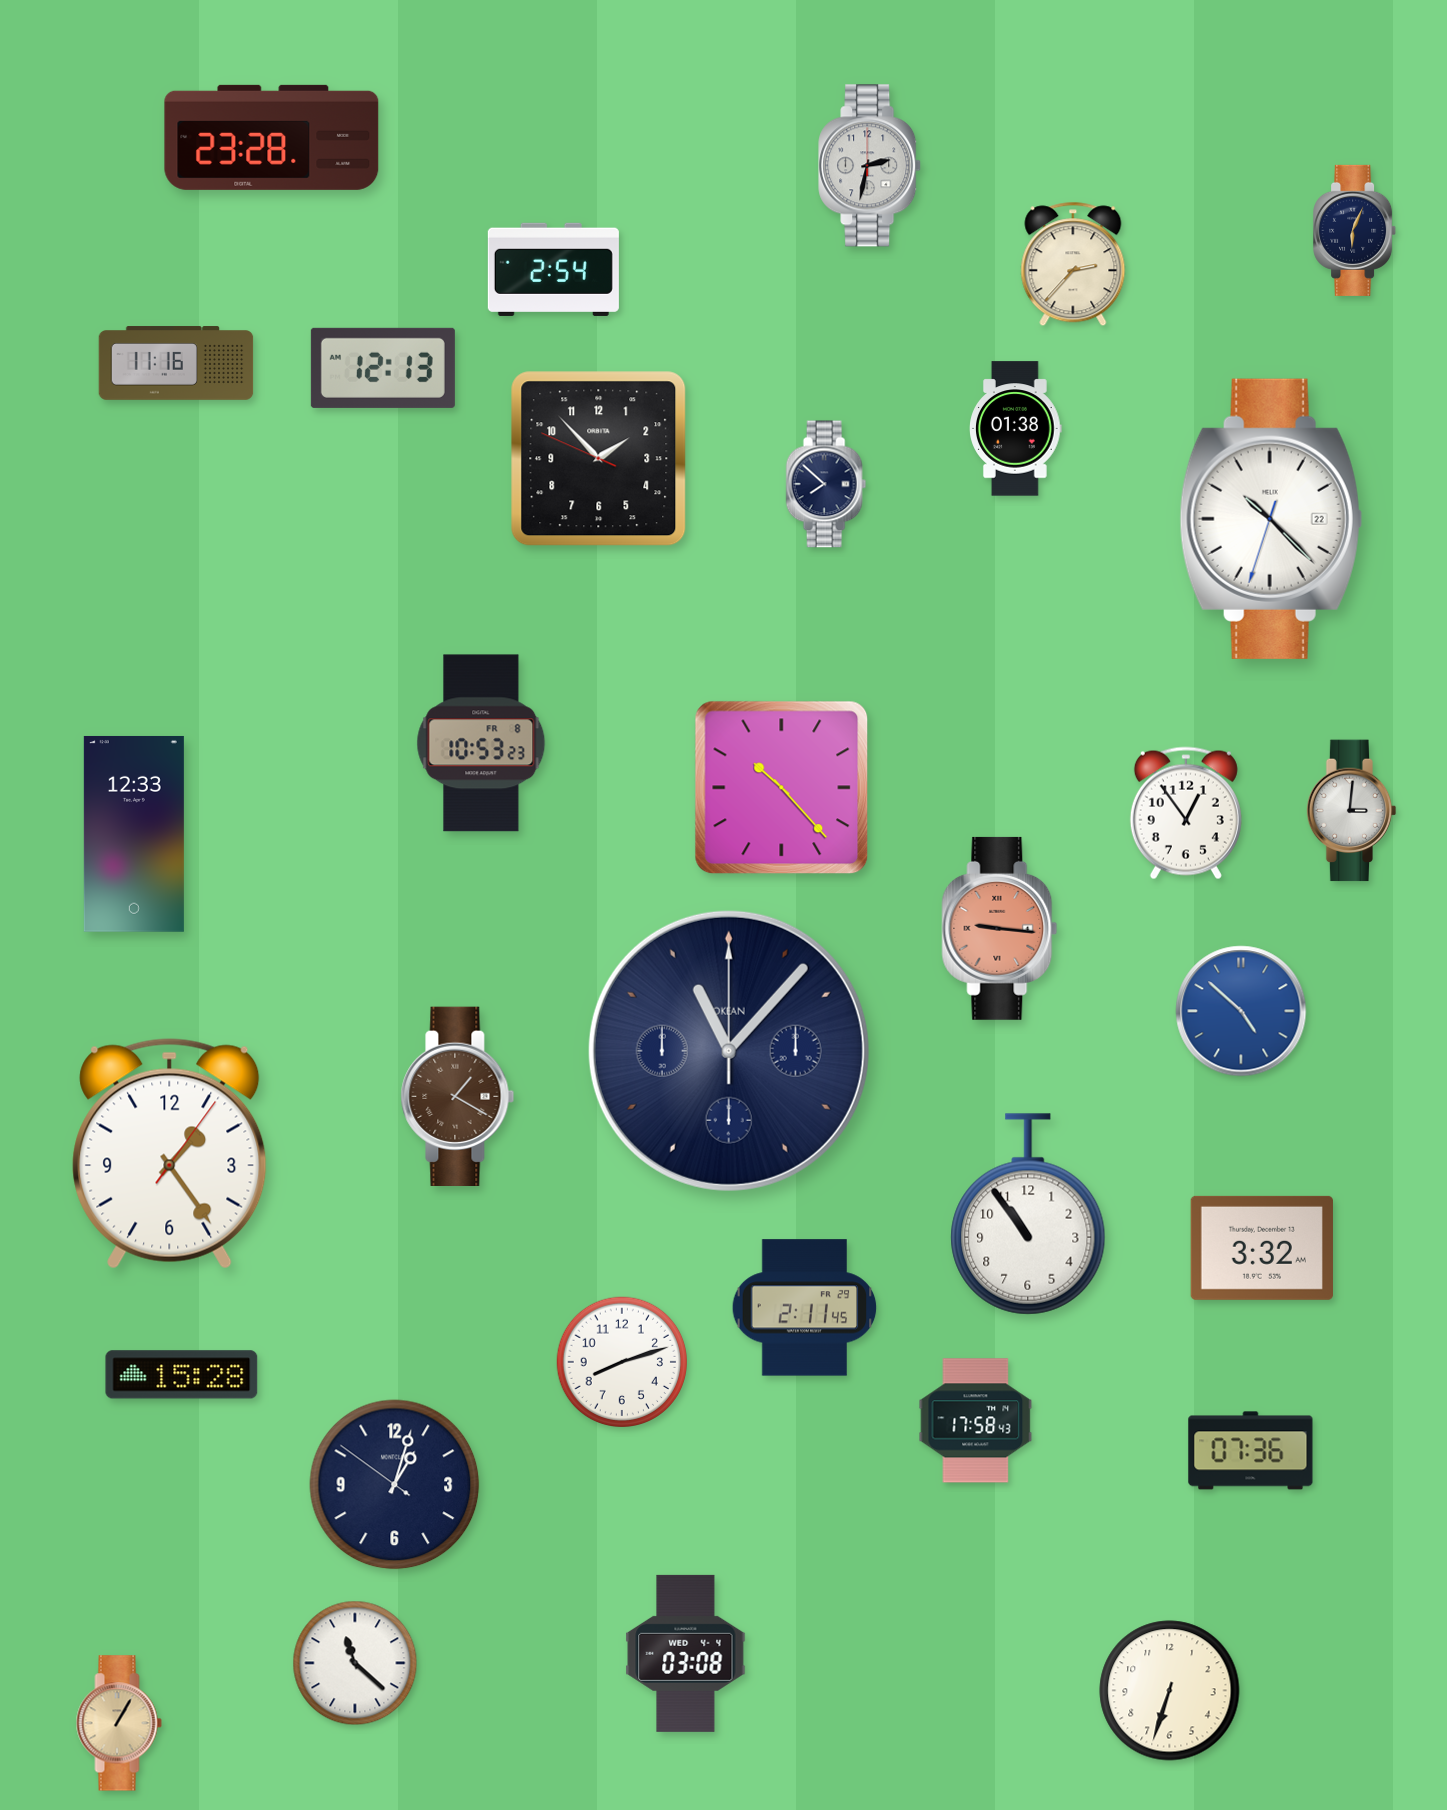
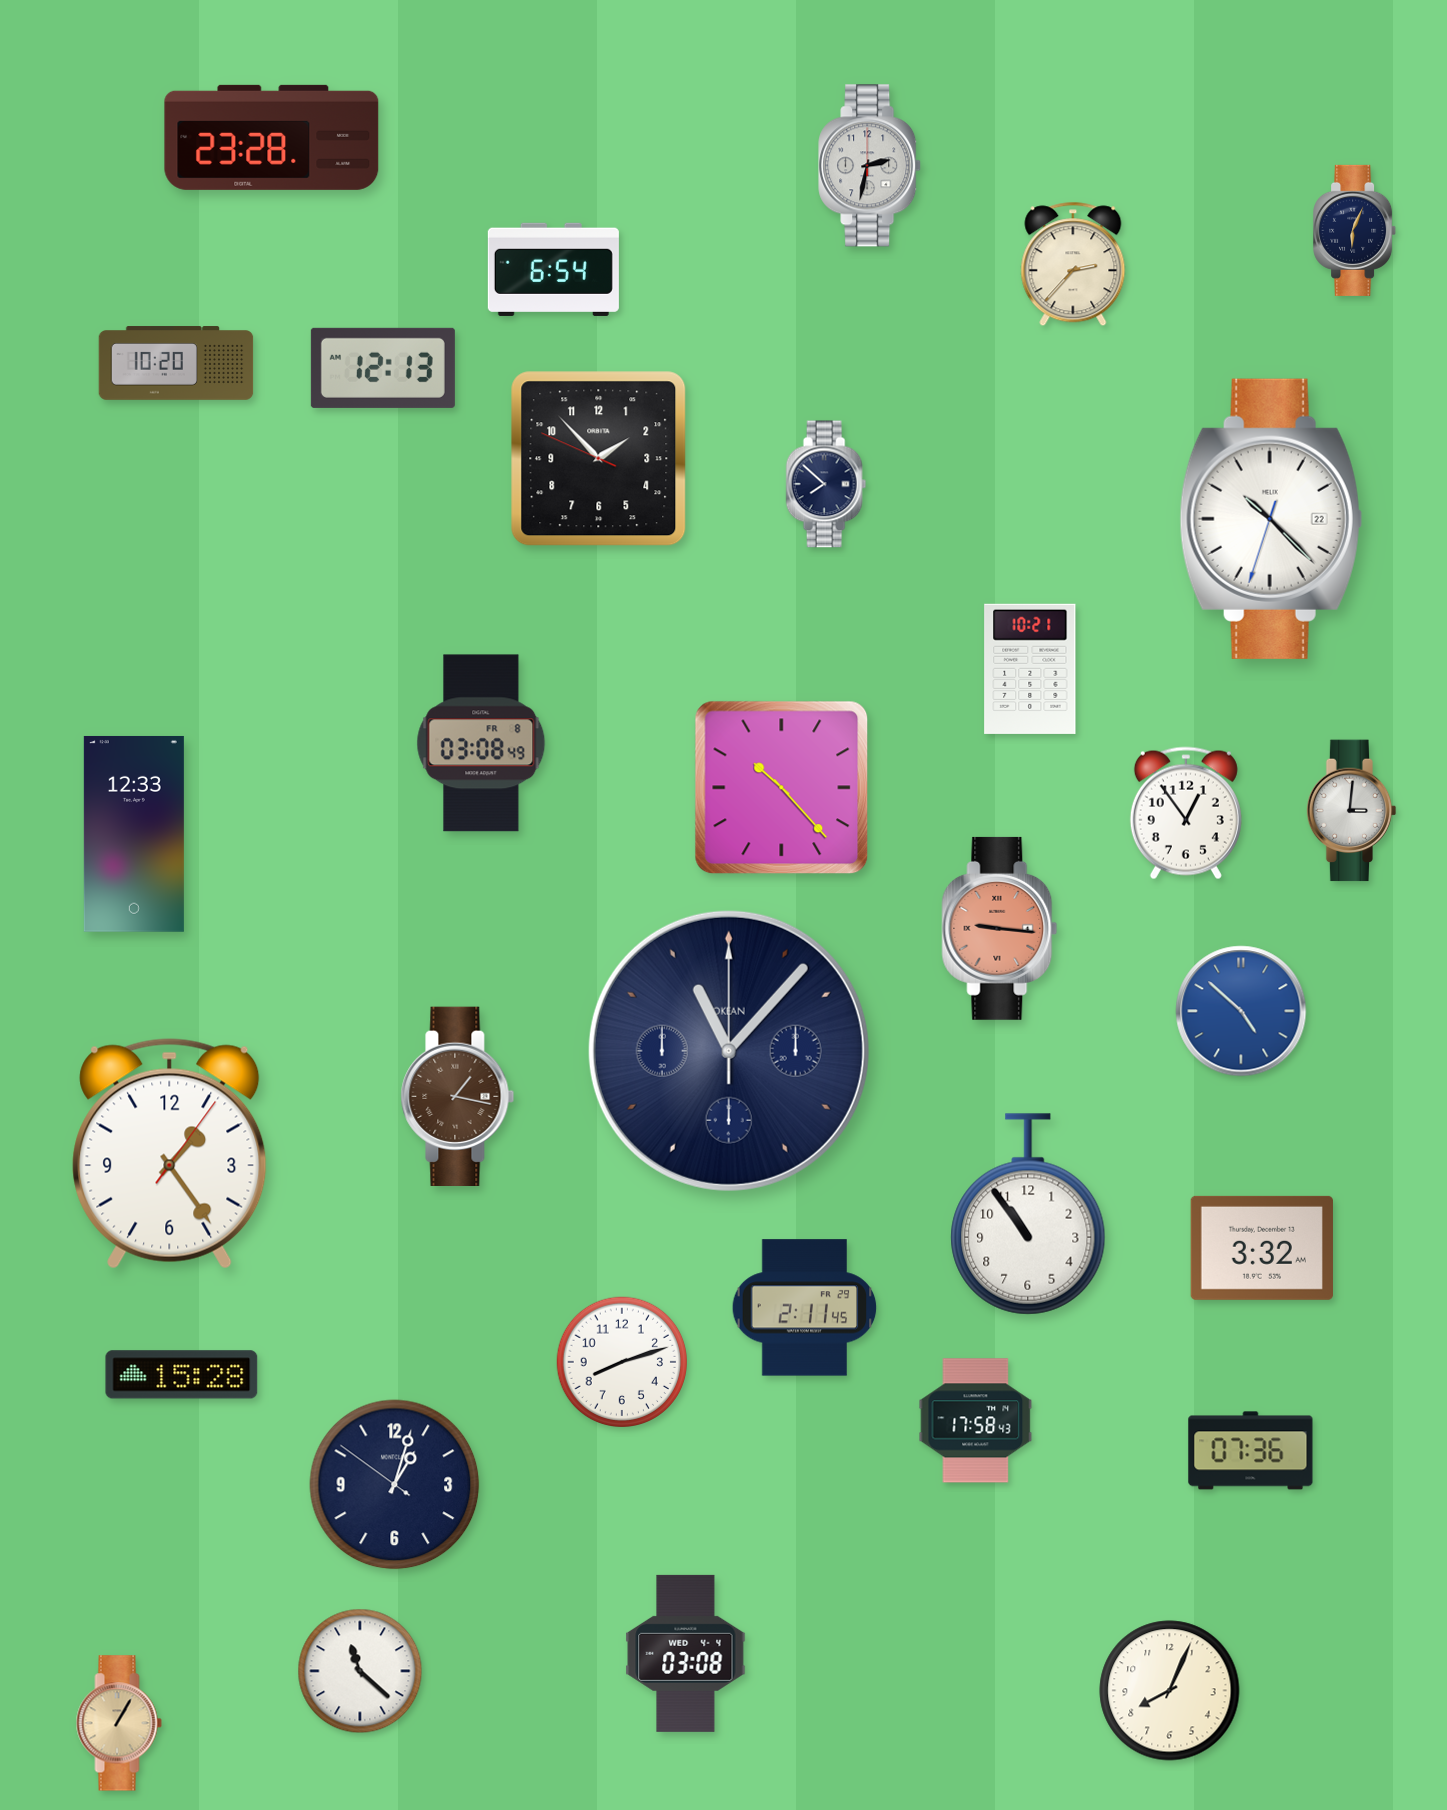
clock at (553, 269): 2:54 -> 6:54
clock at (176, 363): 11:16 -> 10:20
clock at (1016, 429): 01:38 -> none
clock at (1030, 669): none -> 10:21
clock at (481, 743): 10:53 -> 03:08
clock at (458, 1096): 1:20 -> 1:17
clock at (355, 1663) position: (355, 1663) -> (360, 1671)
clock at (1170, 1691): 6:33 -> 8:04
